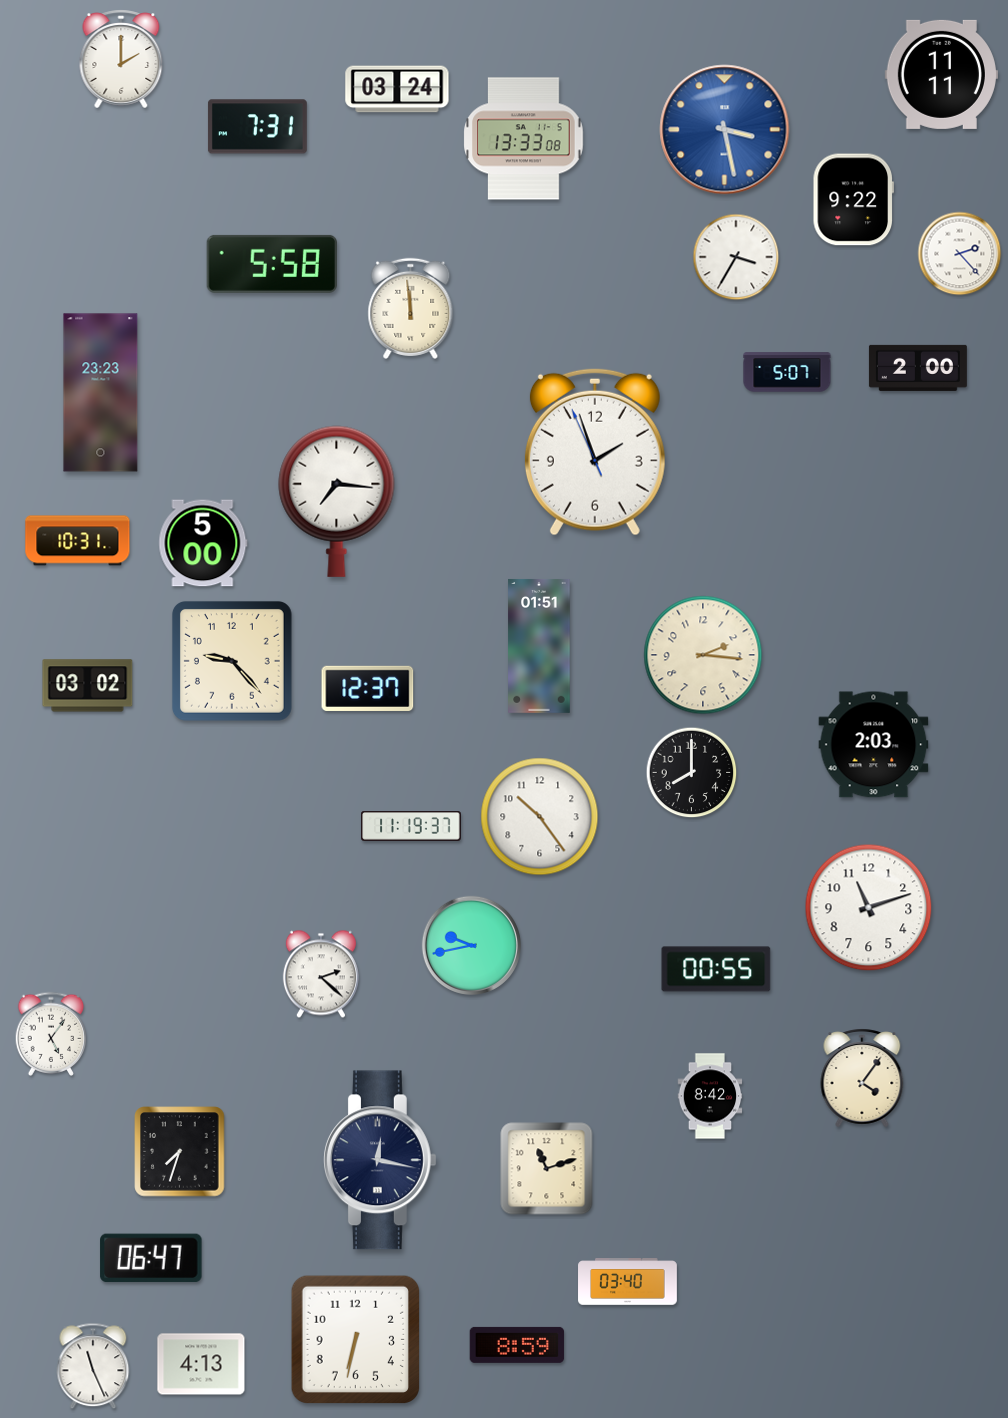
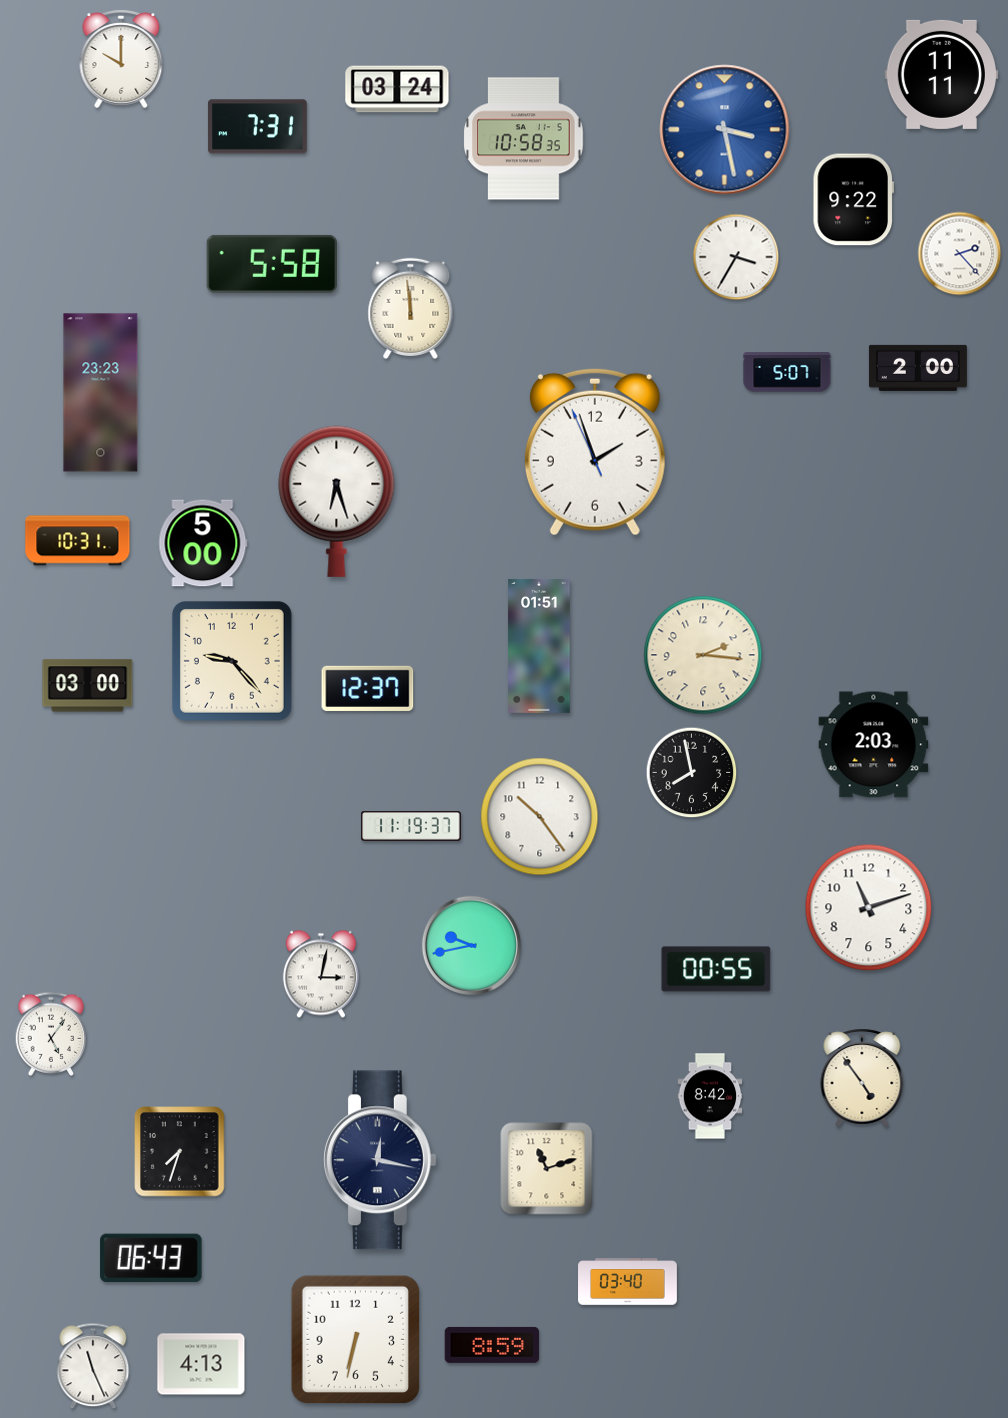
clock at (121, 59): 2:00 -> 10:00
clock at (524, 139): 13:33 -> 10:58
clock at (337, 501): 7:16 -> 6:27
clock at (88, 686): 03:02 -> 03:00
clock at (692, 773): 8:00 -> 7:58
clock at (321, 974): 2:22 -> 3:02
clock at (862, 1078): 4:06 -> 4:54
clock at (151, 1258): 06:47 -> 06:43
clock at (517, 1345) position: (517, 1345) -> (492, 1345)
